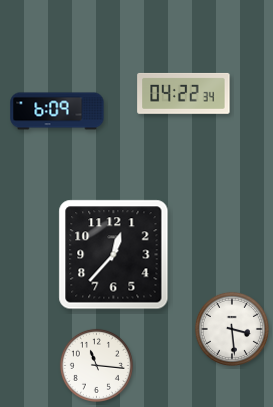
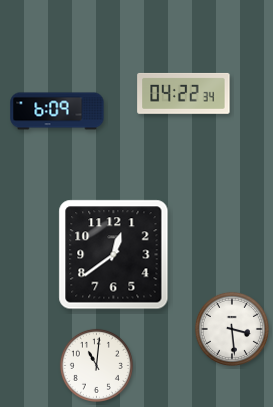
clock at (114, 255): 12:37 -> 12:39
clock at (96, 365): 11:16 -> 11:01
